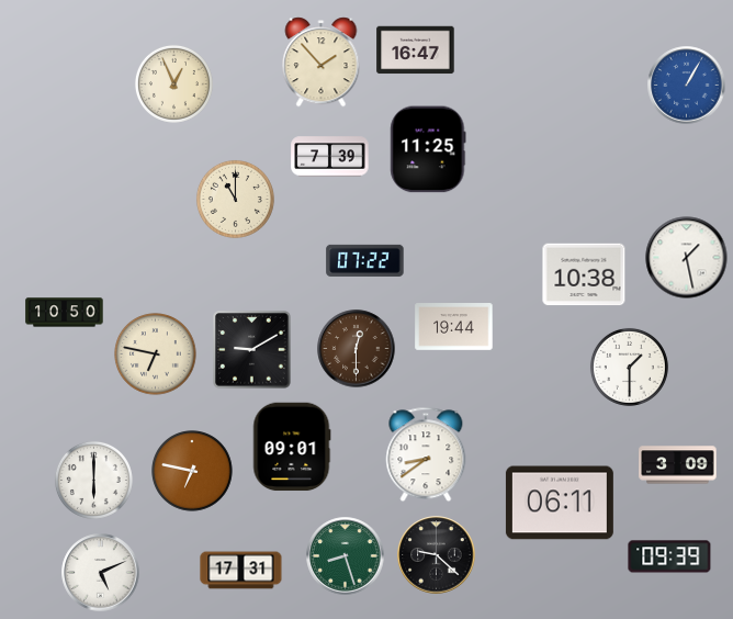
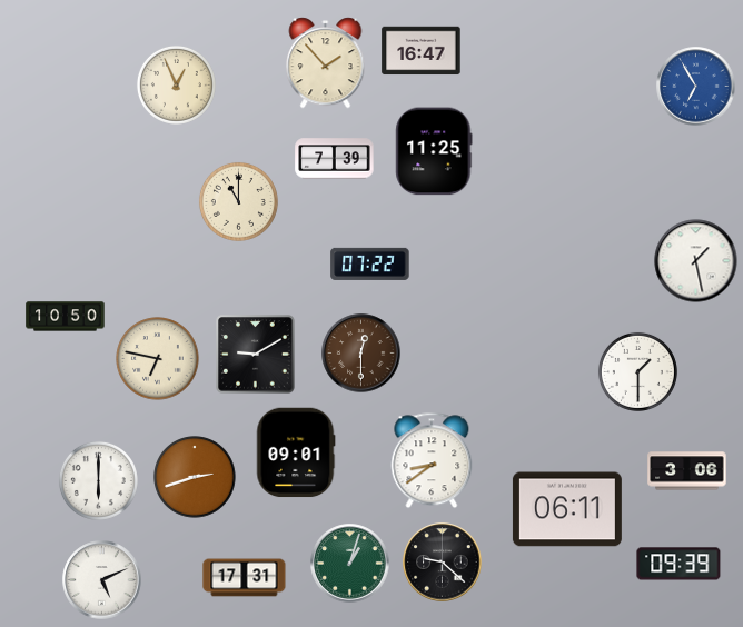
clock at (687, 86): 1:05 -> 6:55
clock at (584, 274): 10:38 -> none
clock at (454, 327): 19:44 -> none
clock at (678, 465): 3:09 -> 3:06
clock at (192, 471): 6:47 -> 2:42
clock at (93, 480) position: (93, 480) -> (98, 480)
clock at (346, 556): 8:27 -> 1:03
